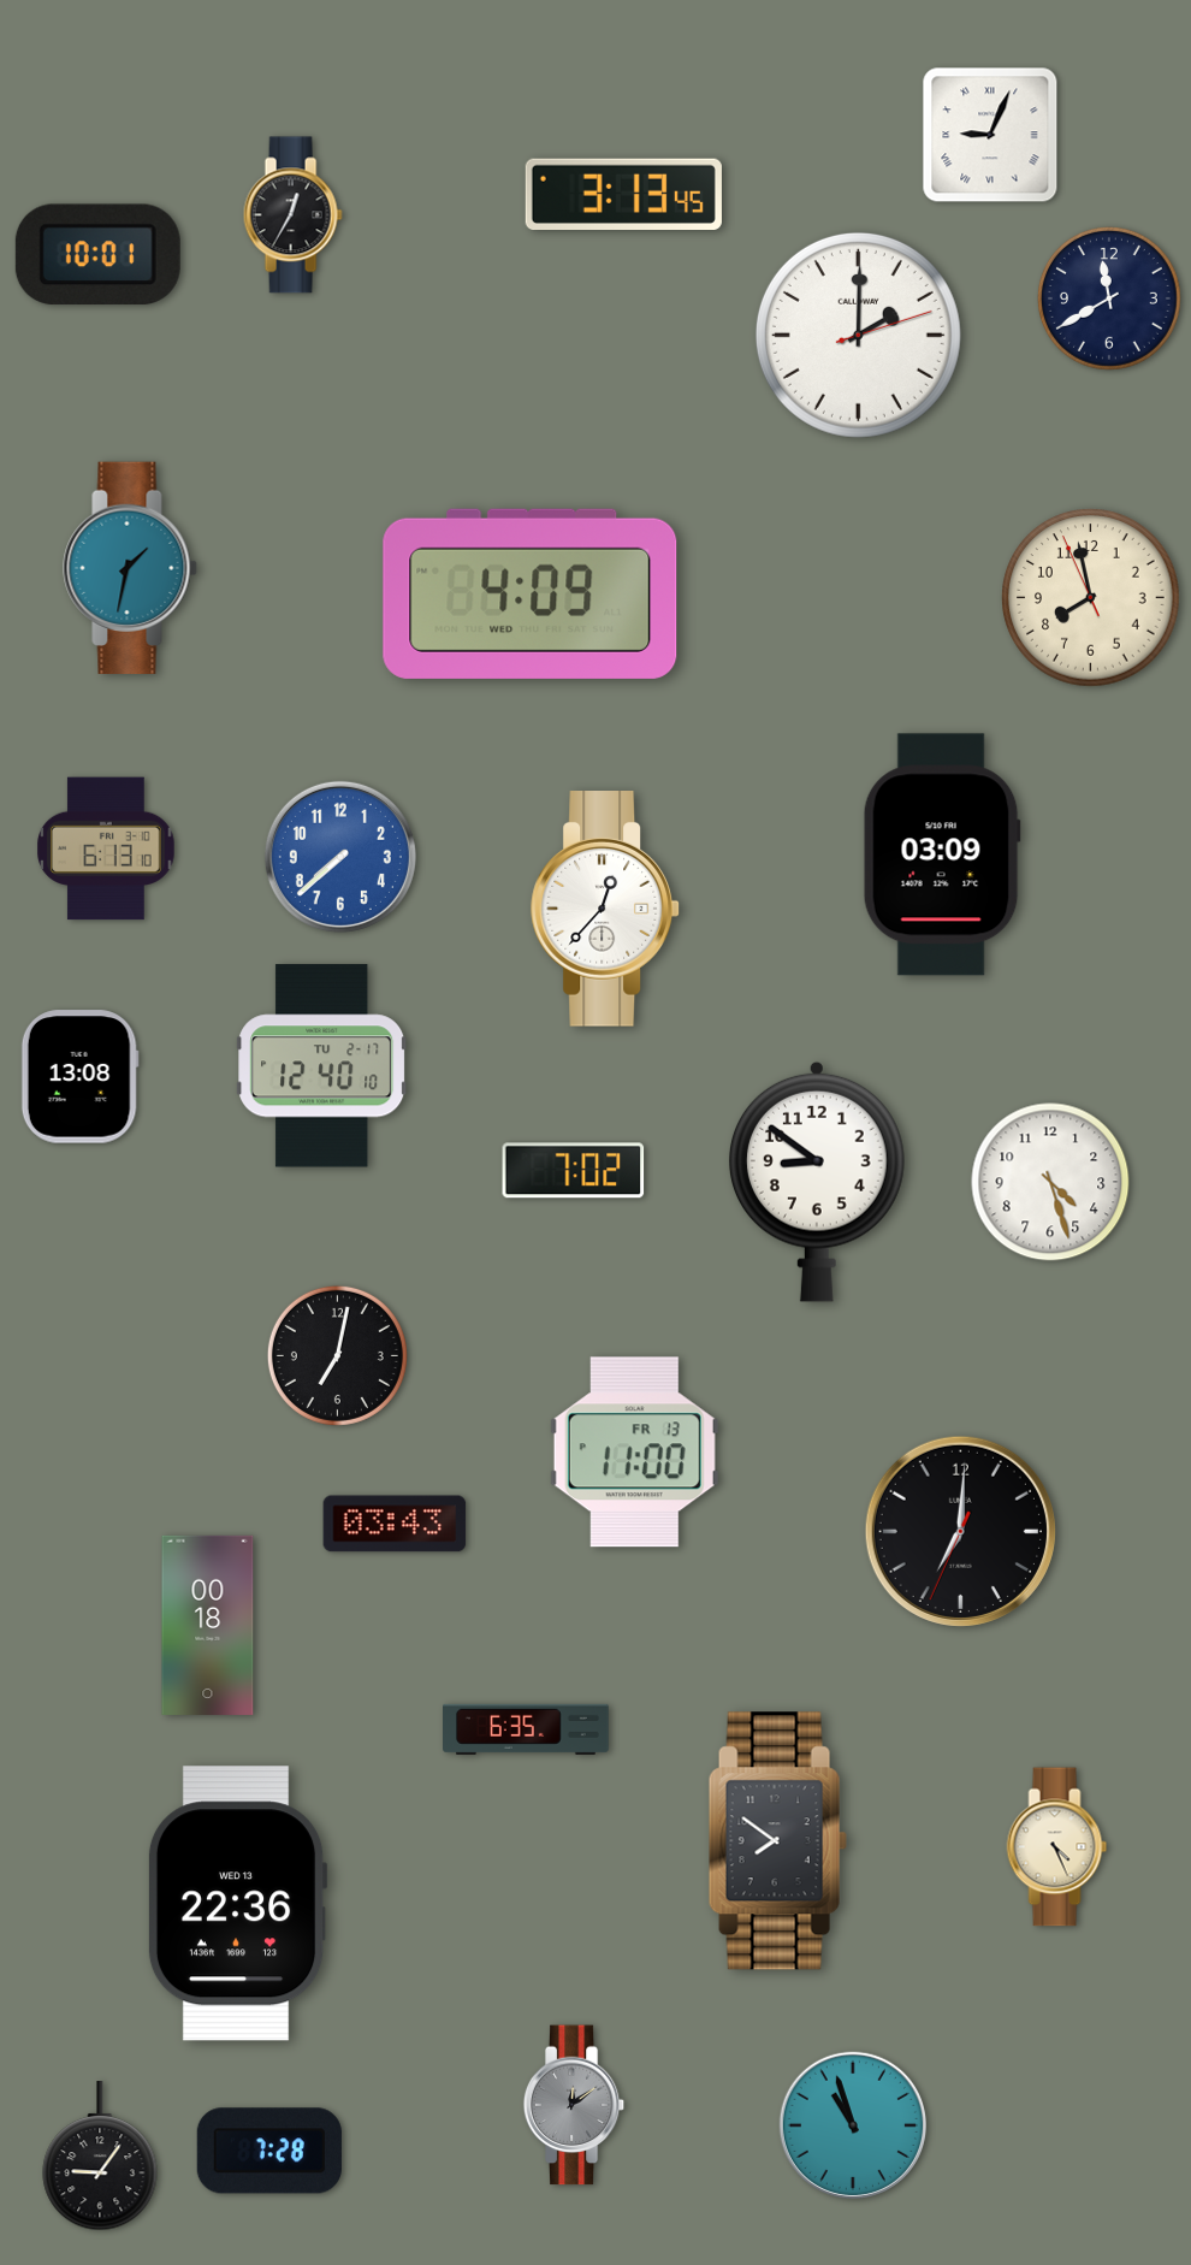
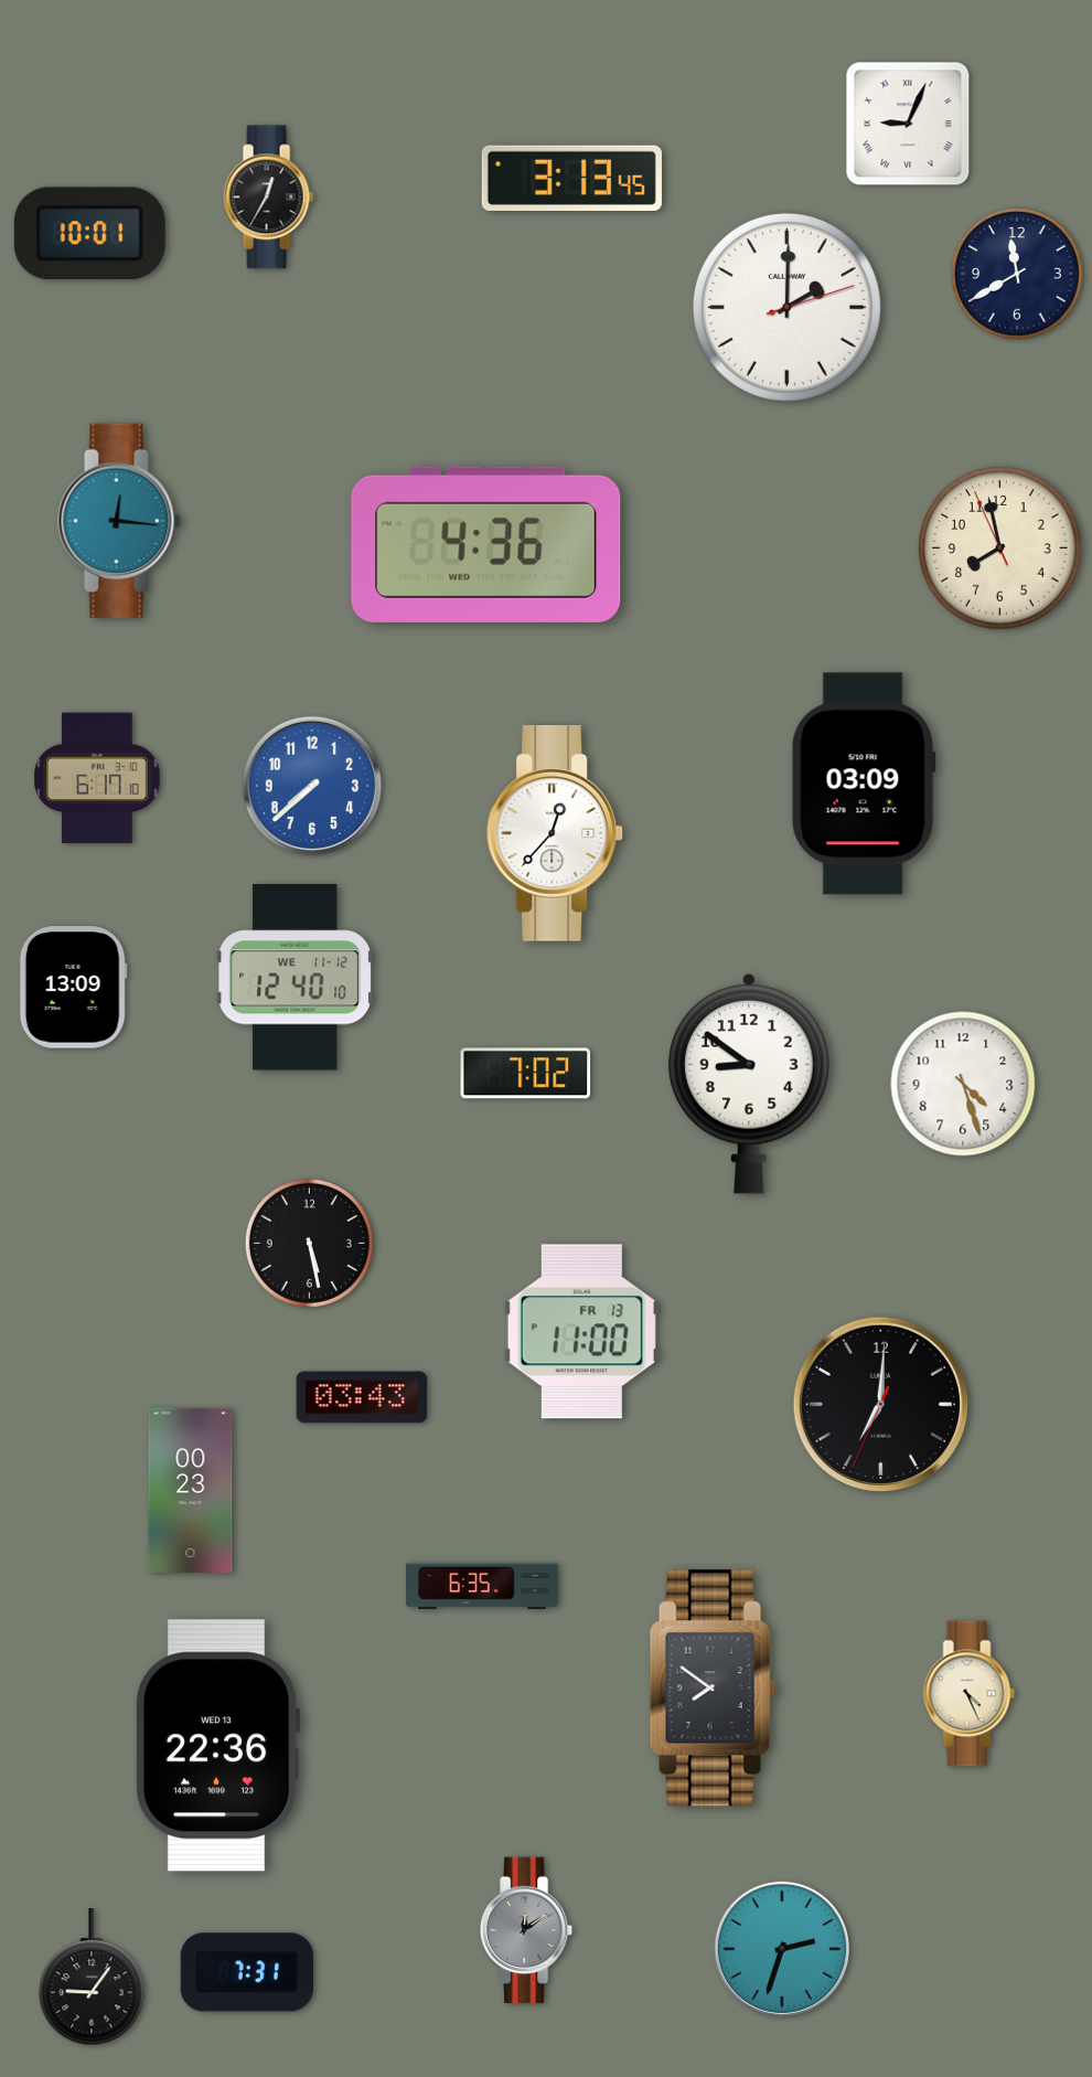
clock at (130, 567): 1:32 -> 12:16
clock at (531, 593): 4:09 -> 4:36
clock at (106, 848): 6:13 -> 6:17
clock at (322, 1066) date: TU 2-17 -> WE 11-12
clock at (79, 1077): 13:08 -> 13:09
clock at (337, 1355): 7:02 -> 5:28
clock at (208, 1625): 00:18 -> 00:23
clock at (852, 2124): 10:57 -> 2:33
clock at (269, 2151): 7:28 -> 7:31
